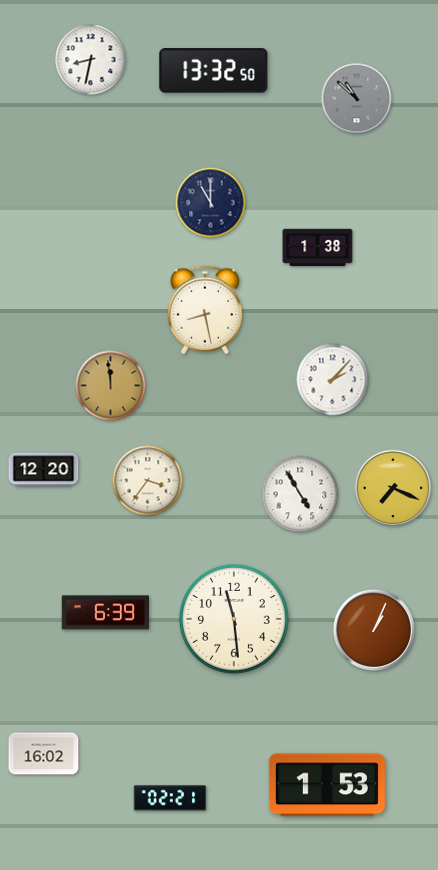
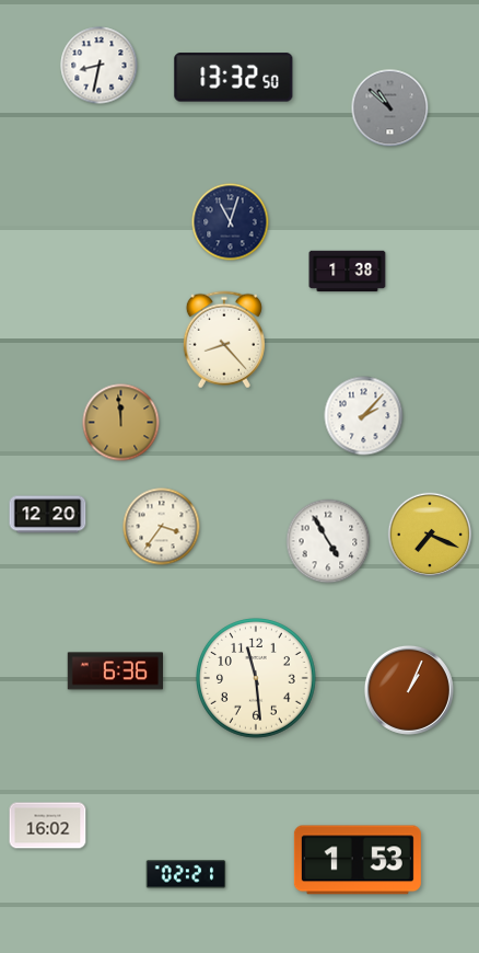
clock at (211, 203): 11:00 -> 11:03
clock at (205, 310): 8:28 -> 8:23
clock at (105, 613): 6:39 -> 6:36
